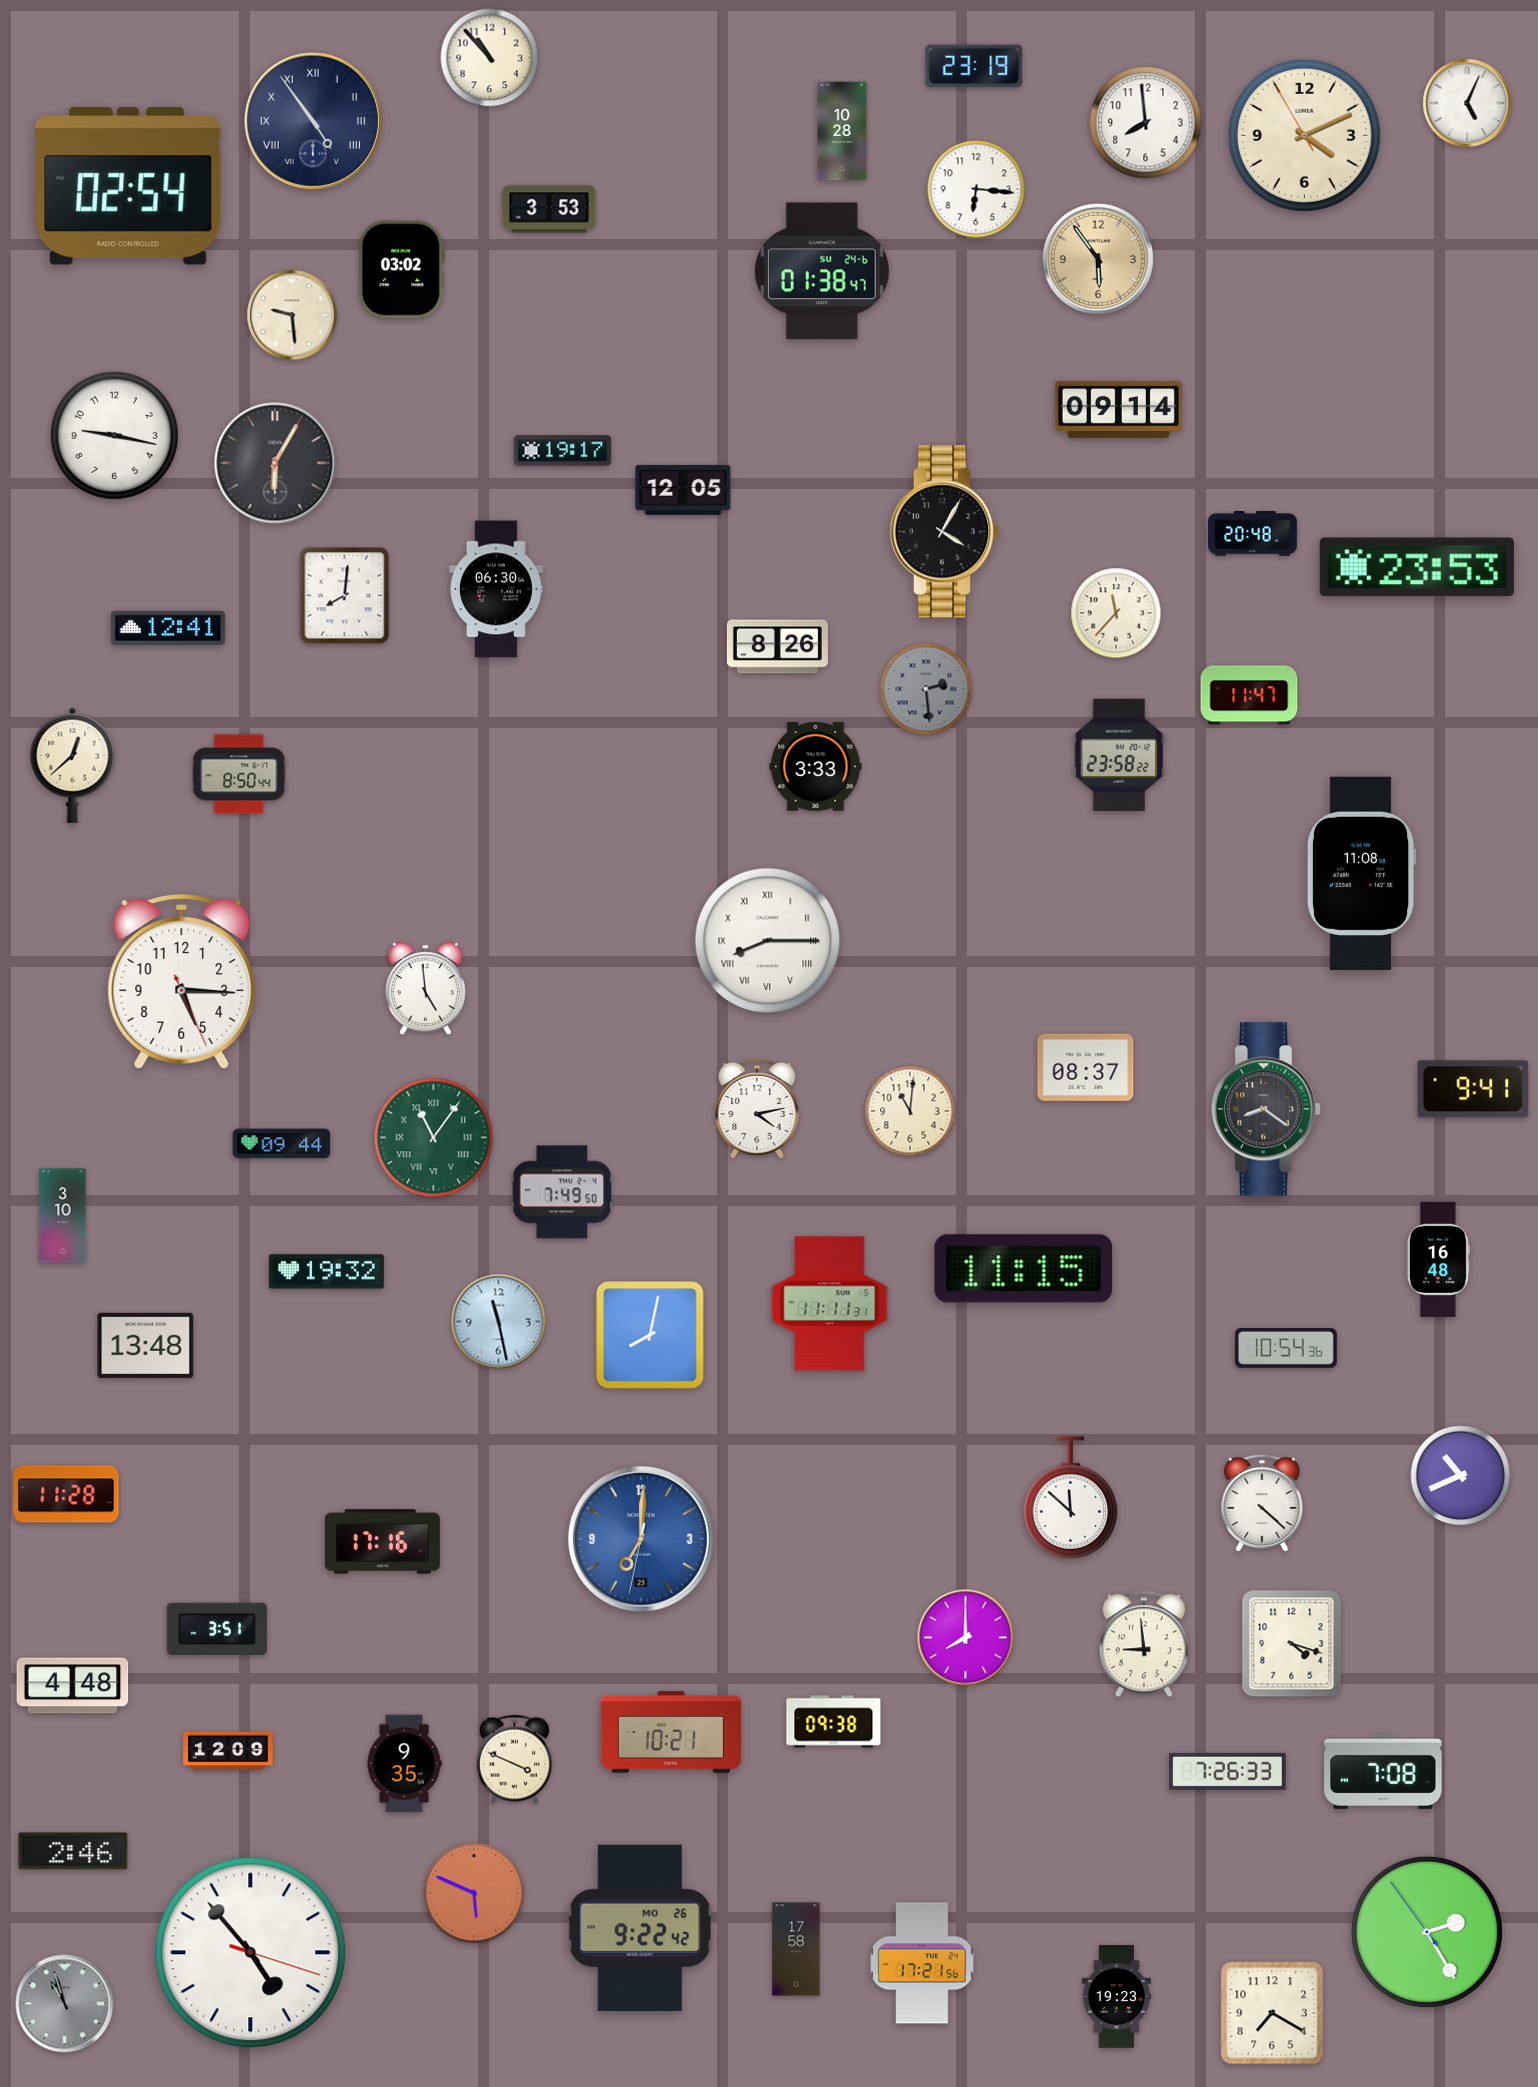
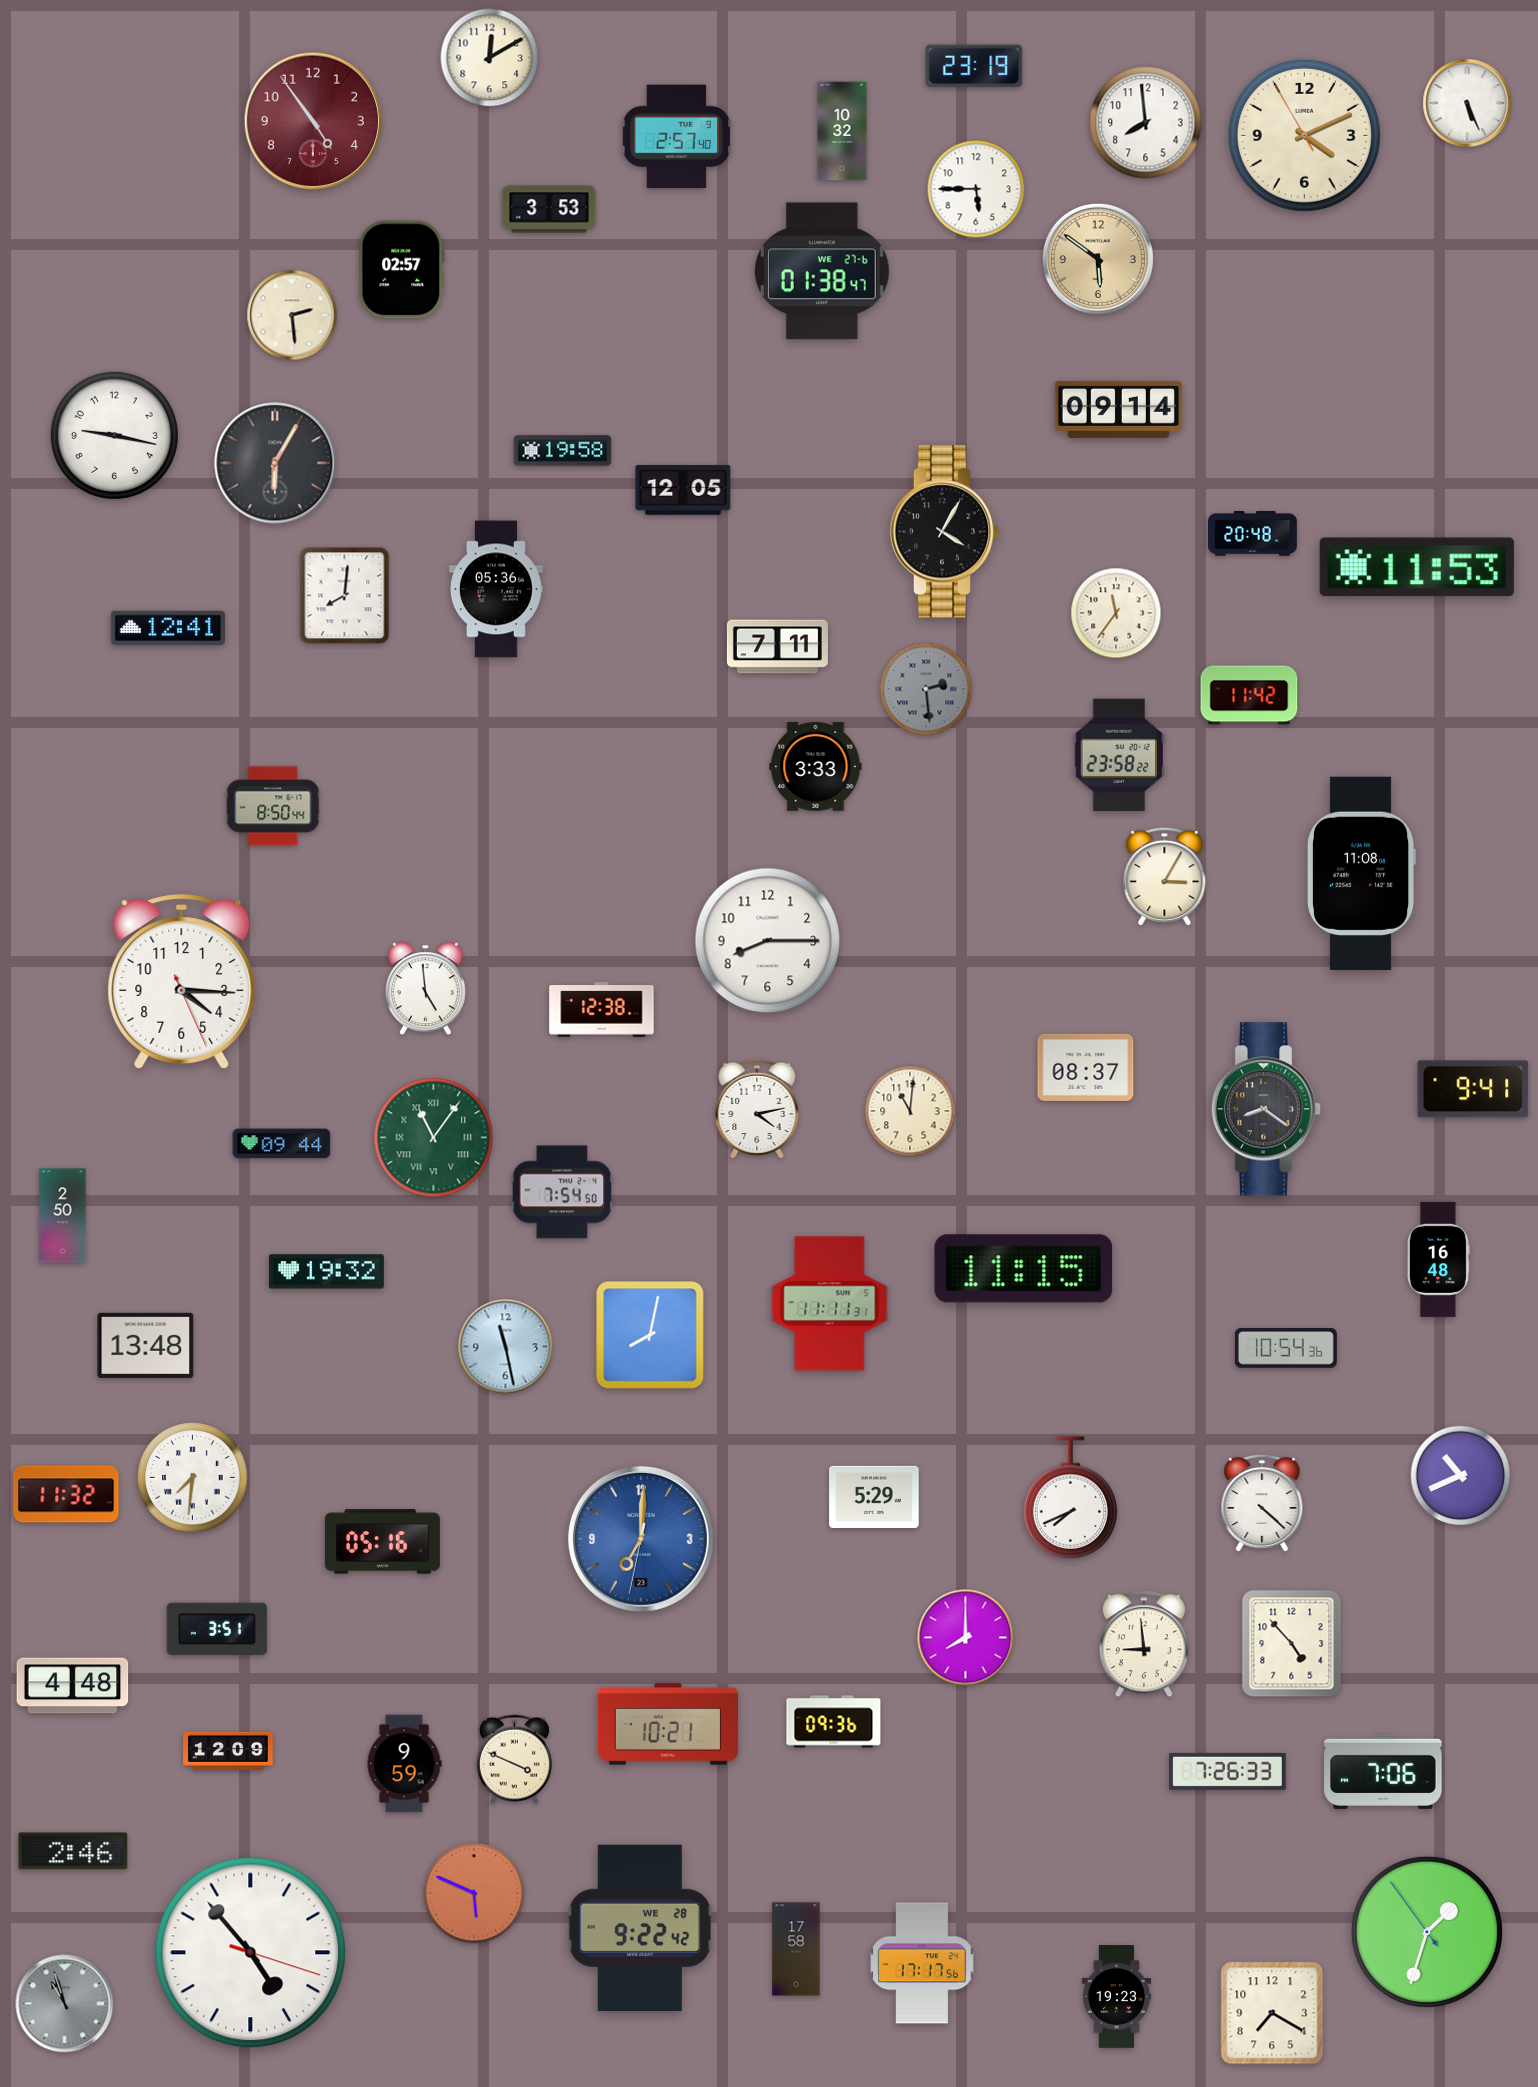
clock at (490, 58): 10:53 -> 12:10
clock at (1467, 103): 5:04 -> 5:26
clock at (312, 120) dial: navy -> burgundy
clock at (312, 120) numerals: Roman -> Arabic
clock at (842, 131): 10:28 -> 10:32
clock at (677, 137): none -> 2:57
clock at (128, 186): 02:54 -> none
clock at (976, 189): 6:16 -> 5:45
clock at (1098, 259): 5:54 -> 5:51
clock at (402, 270): 03:02 -> 02:57
clock at (822, 271) date: SU 24-6 -> WE 27-6
clock at (292, 315): 9:29 -> 2:29
clock at (563, 451): 19:17 -> 19:58
clock at (1417, 567): 23:53 -> 11:53
clock at (497, 589): 06:30 -> 05:36
clock at (1116, 613): 11:37 -> 11:36
clock at (777, 647): 8:26 -> 7:11
clock at (1249, 695): 11:47 -> 11:42
clock at (73, 765): 12:38 -> none
clock at (239, 774) position: (239, 774) -> (273, 806)
clock at (1165, 877): none -> 3:05
clock at (768, 941) numerals: Roman -> Arabic
clock at (182, 982): 5:15 -> 4:15
clock at (602, 1010): none -> 12:38
clock at (562, 1192): 7:49 -> 7:54
clock at (63, 1216): 3:10 -> 2:50
clock at (499, 1322) position: (499, 1322) -> (506, 1347)
clock at (193, 1478): none -> 7:31
clock at (66, 1494): 11:28 -> 11:32
clock at (874, 1497): none -> 5:29
clock at (1071, 1498): 11:52 -> 7:41
clock at (382, 1542): 17:16 -> 05:16
clock at (1292, 1644): 4:18 -> 4:53
clock at (834, 1722): 09:38 -> 09:36
clock at (671, 1732) position: (671, 1732) -> (668, 1724)
clock at (404, 1764): 9:35 -> 9:59
clock at (1383, 1772): 7:08 -> 7:06
clock at (640, 1927) date: MO 26 -> WE 28
clock at (1427, 1932): 2:24 -> 1:32
clock at (922, 1963): 17:21 -> 17:17
